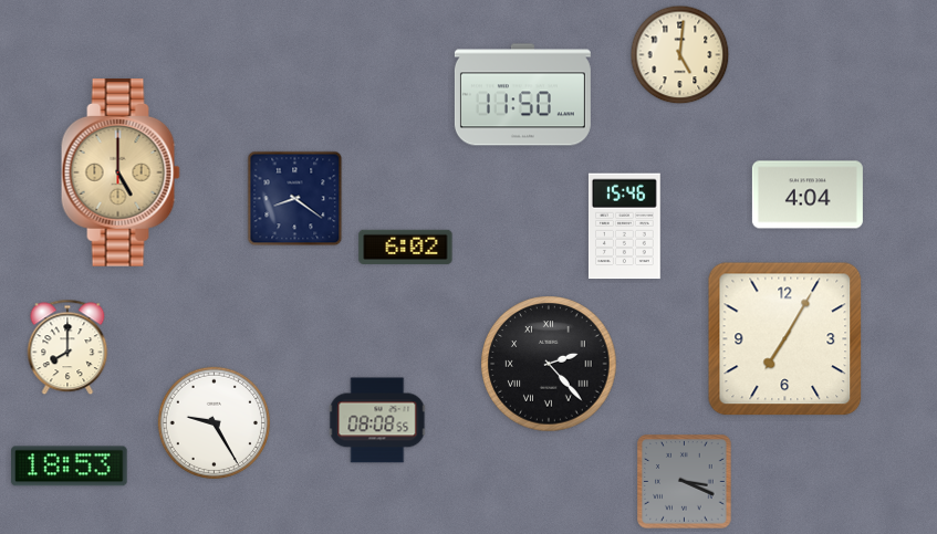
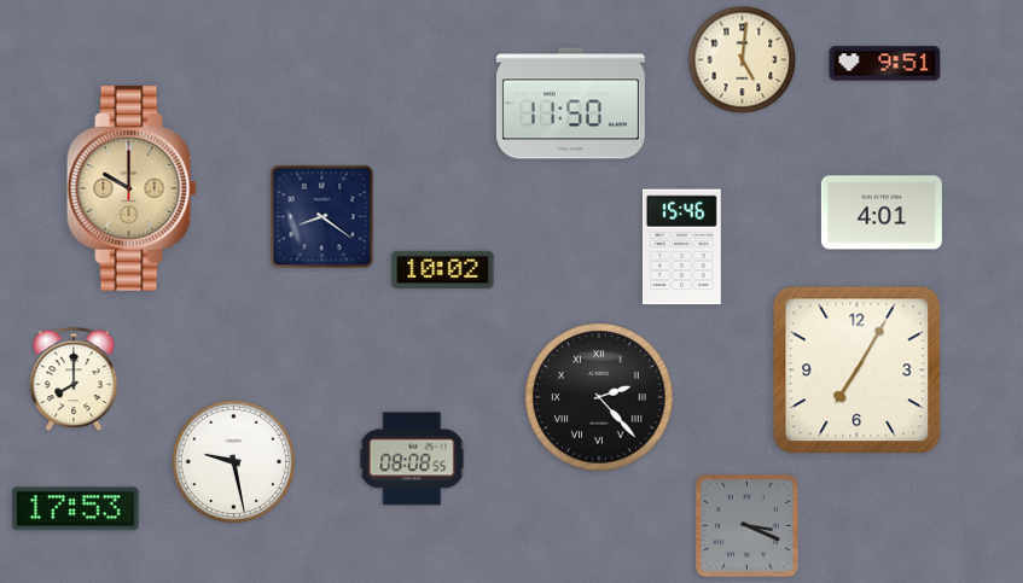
clock at (885, 64): none -> 9:51
clock at (121, 172): 5:00 -> 10:00
clock at (808, 195): 4:04 -> 4:01
clock at (406, 247): 6:02 -> 10:02
clock at (214, 422): 9:25 -> 9:28
clock at (70, 467): 18:53 -> 17:53
